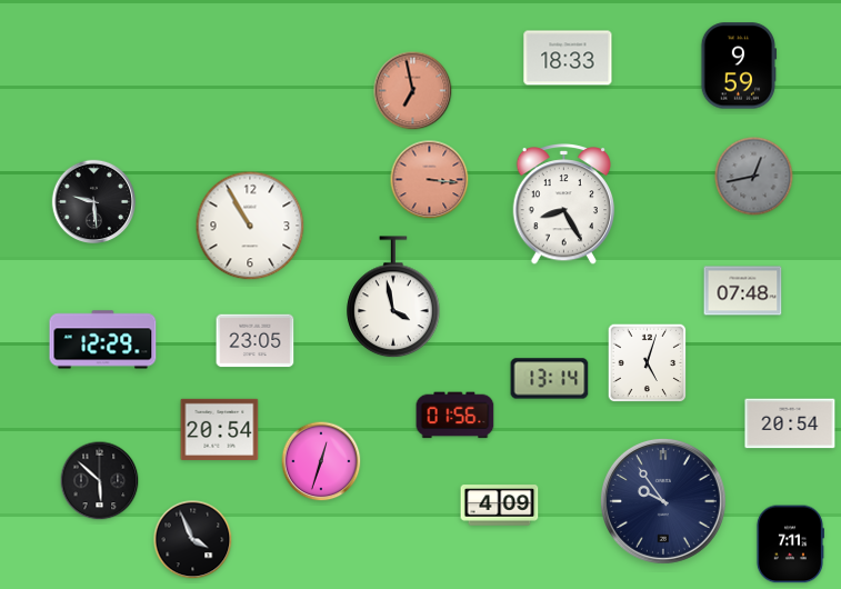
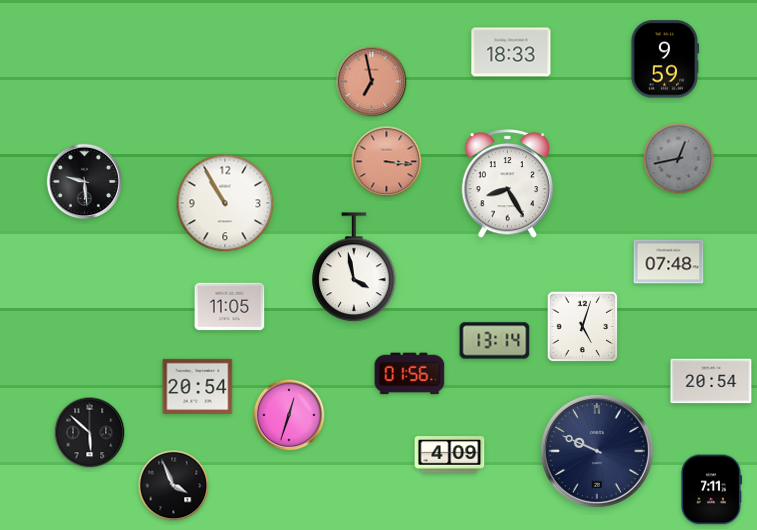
clock at (103, 340): 12:29 -> none
clock at (256, 341): 23:05 -> 11:05
clock at (663, 501): 9:54 -> 9:49
